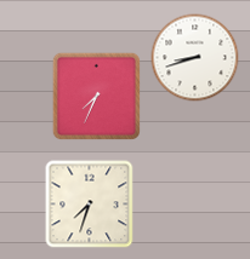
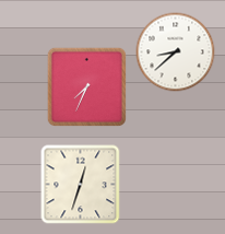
clock at (195, 58): 8:42 -> 8:38
clock at (90, 205): 7:33 -> 12:33
